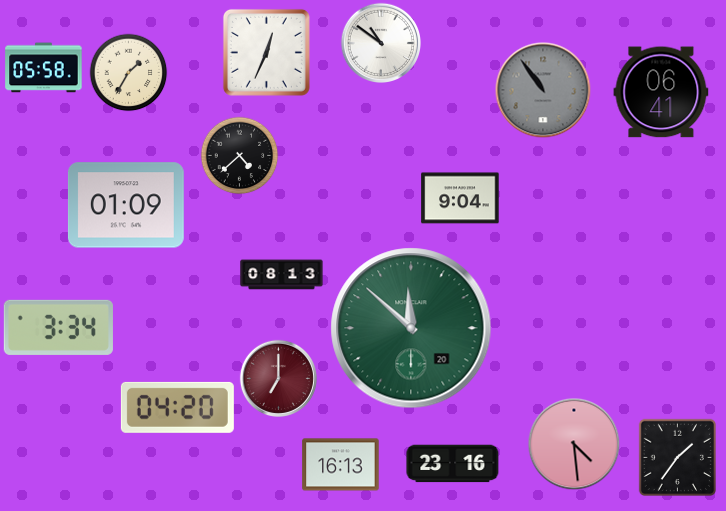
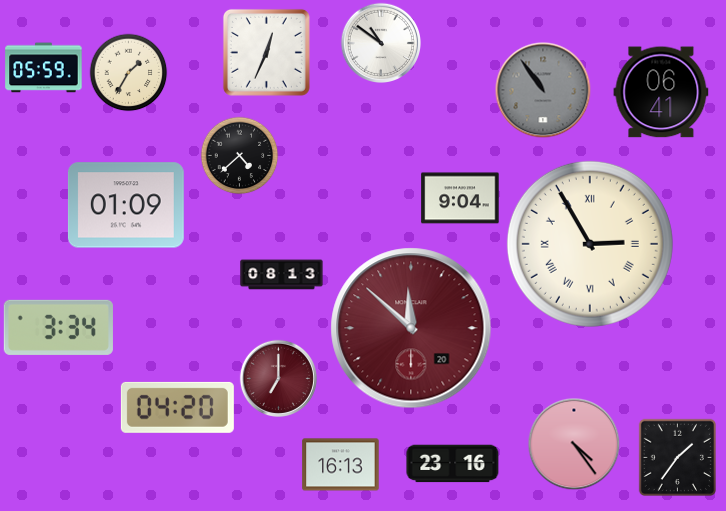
clock at (44, 68): 05:58 -> 05:59
clock at (590, 244): none -> 2:55
clock at (411, 328) dial: green -> burgundy
clock at (574, 444): 4:29 -> 4:24
